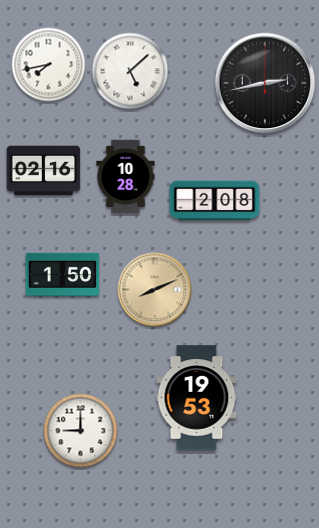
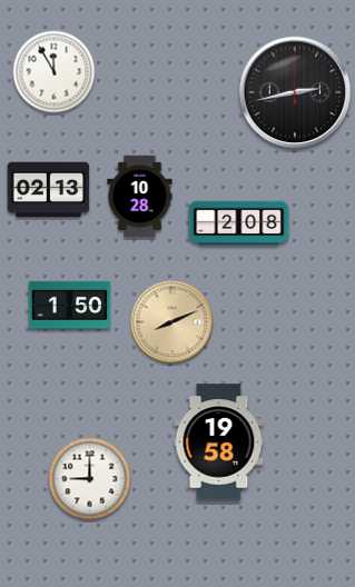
clock at (49, 65): 7:43 -> 11:55
clock at (130, 71): 5:08 -> none
clock at (44, 171): 02:16 -> 02:13
clock at (197, 398): 19:53 -> 19:58
